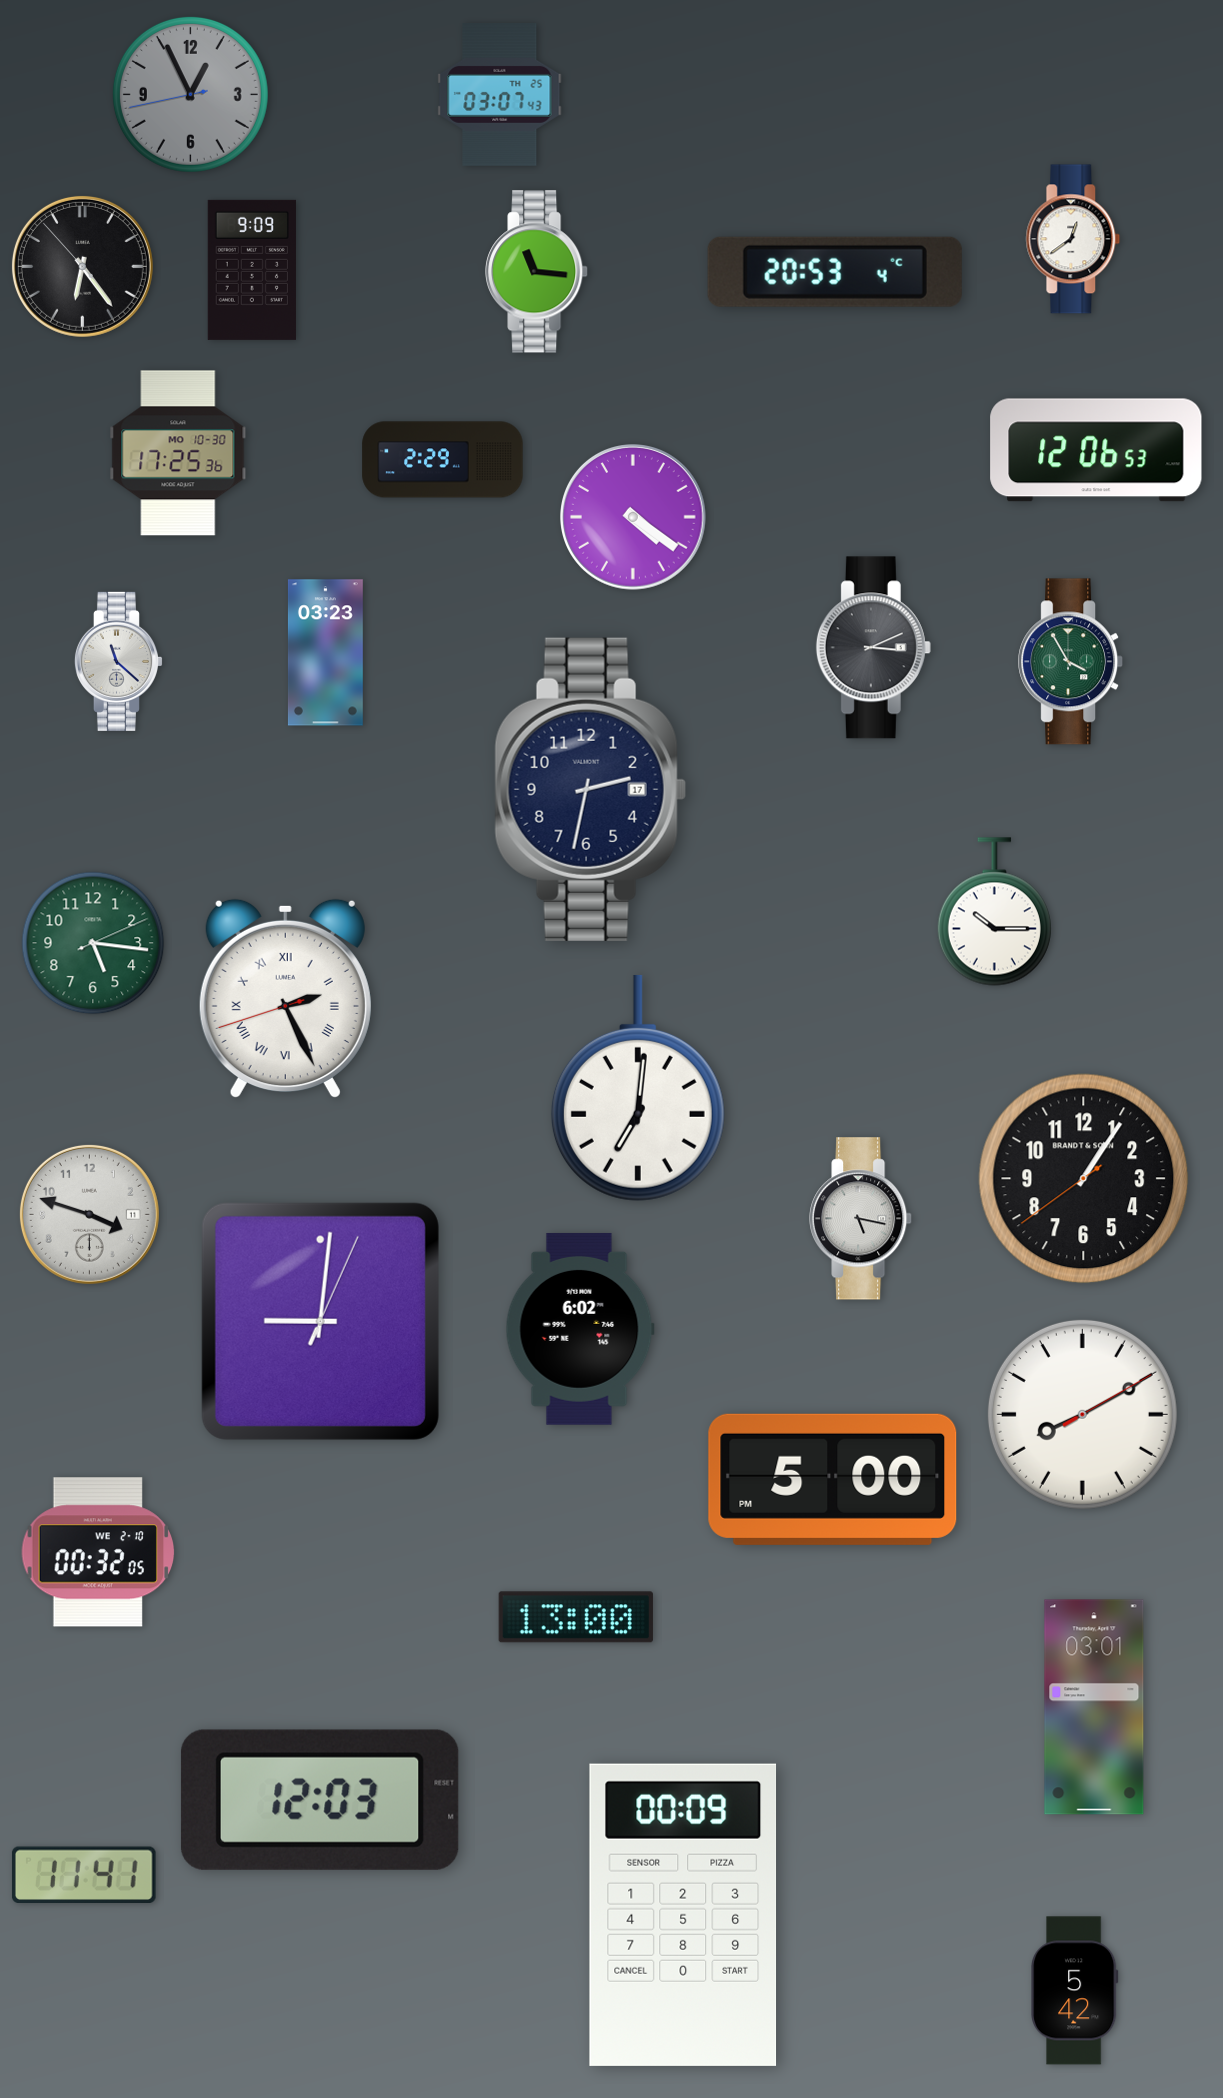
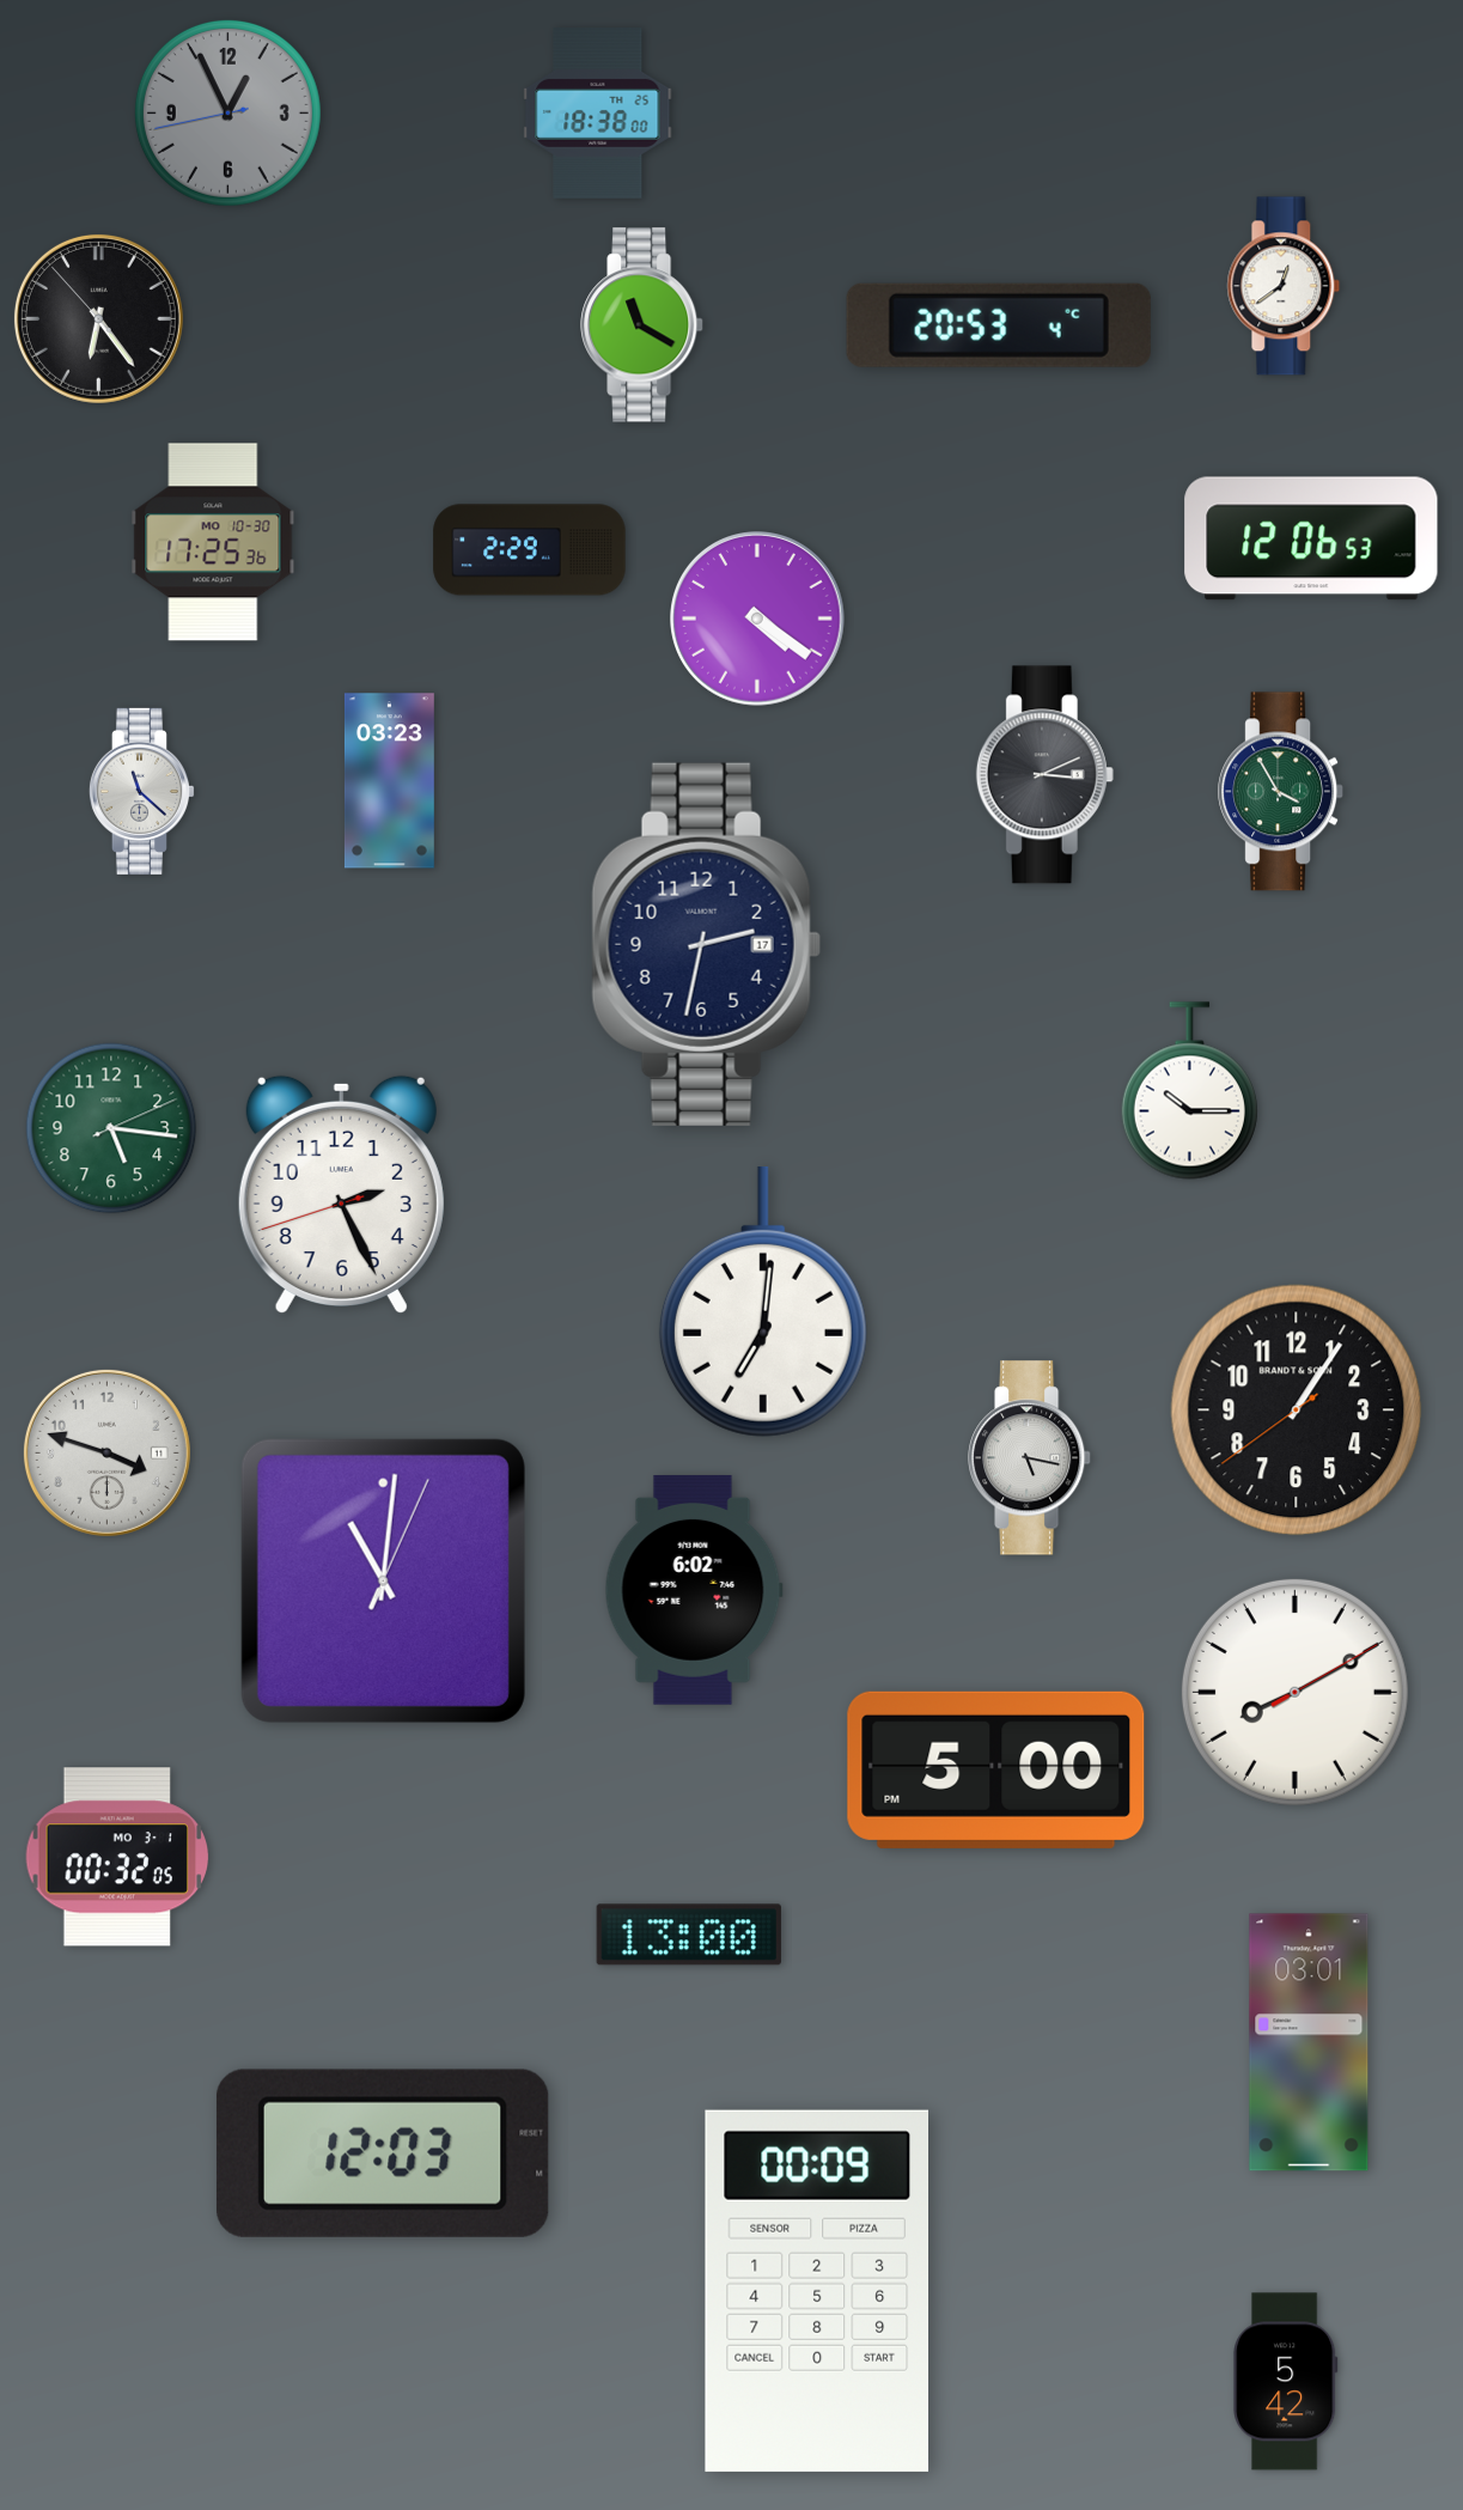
clock at (500, 95): 03:07 -> 18:38
clock at (252, 270): 9:09 -> none
clock at (537, 272): 11:16 -> 11:20
clock at (285, 998) numerals: Roman -> Arabic
clock at (320, 1321): 9:01 -> 11:01
clock at (98, 1552) date: WE 2-10 -> MO 3-1
clock at (84, 1875): 11:41 -> none
